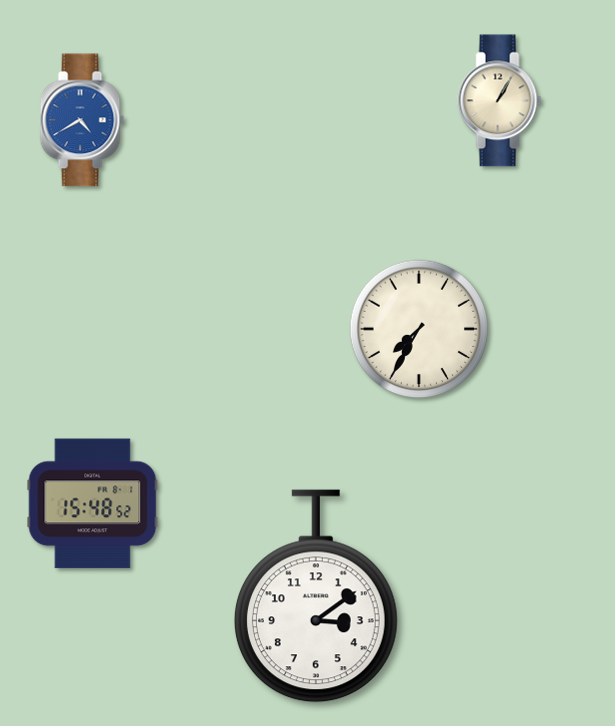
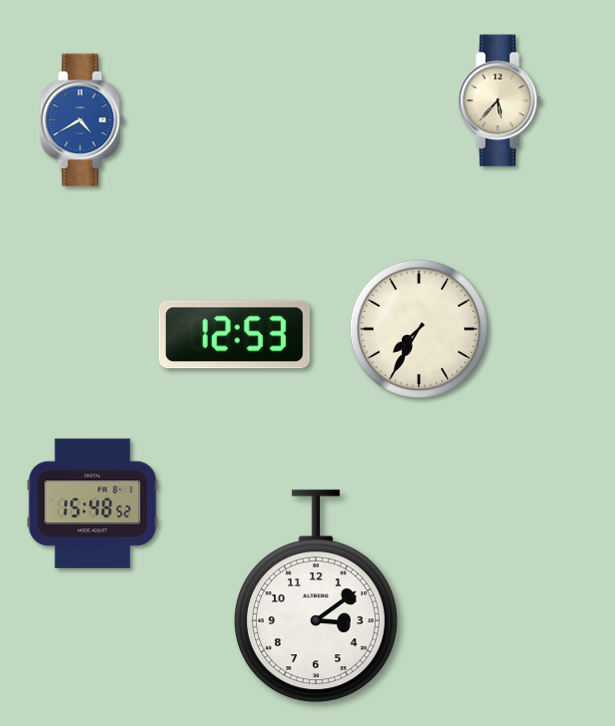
clock at (500, 101): 1:05 -> 5:37
clock at (234, 335): none -> 12:53
